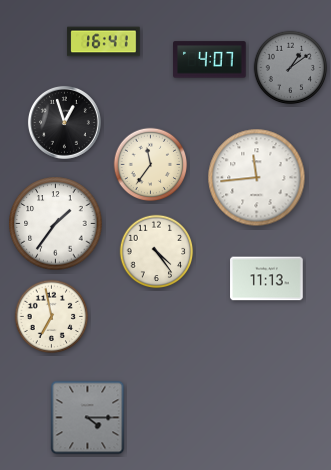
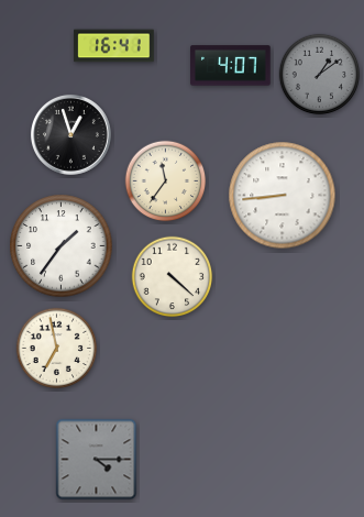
clock at (257, 178): 11:44 -> 8:44
clock at (157, 252): 4:24 -> 4:22
clock at (267, 279): 11:13 -> none
